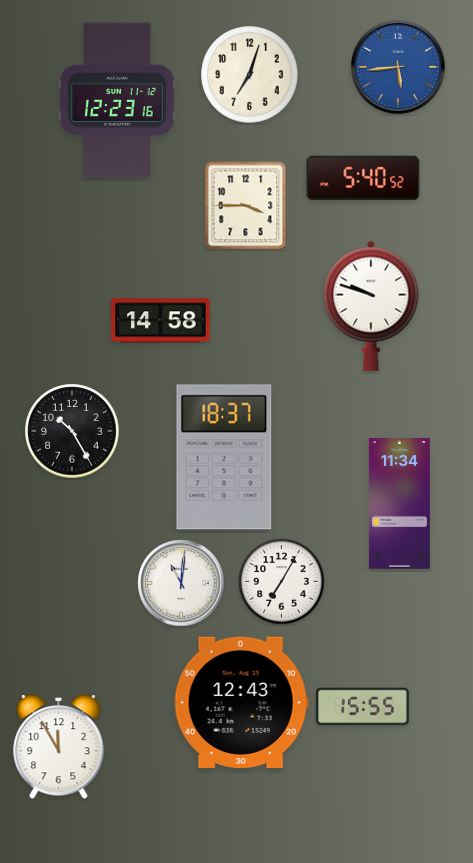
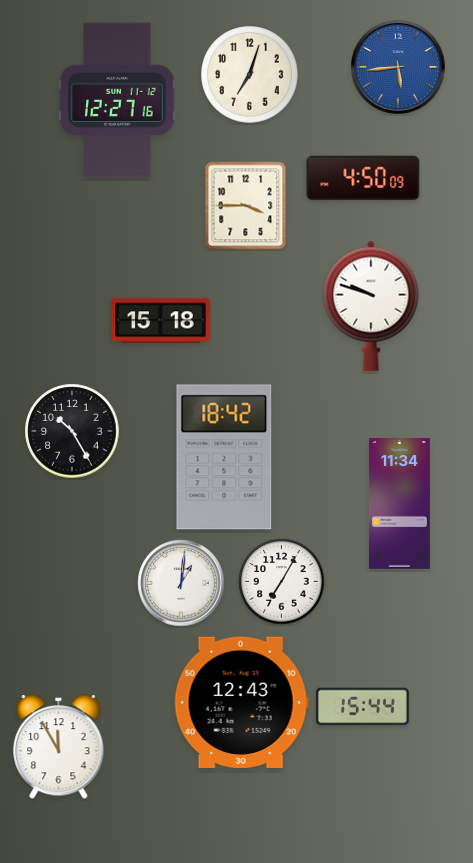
clock at (117, 100): 12:23 -> 12:27
clock at (363, 178): 5:40 -> 4:50
clock at (161, 321): 14:58 -> 15:18
clock at (224, 457): 18:37 -> 18:42
clock at (181, 583): 11:01 -> 1:01
clock at (362, 707): 15:55 -> 15:44
